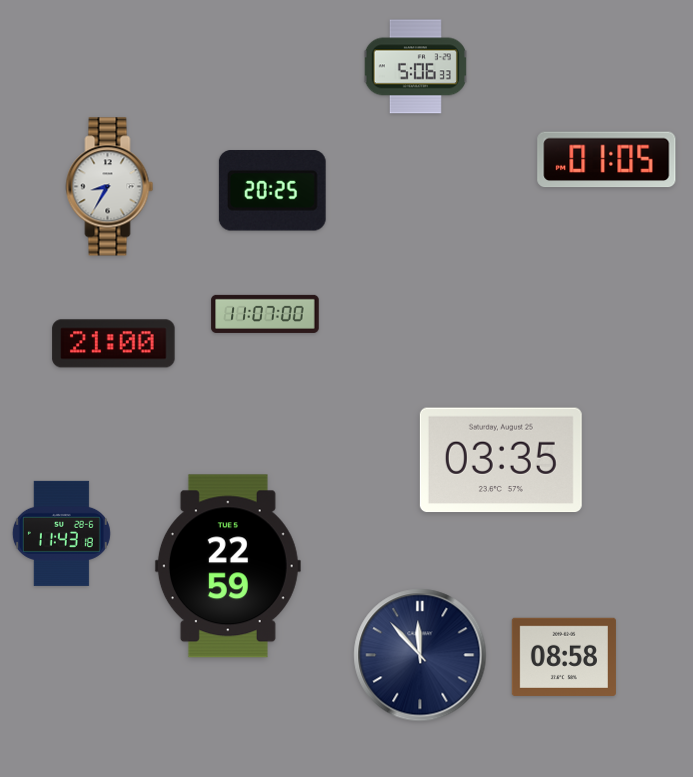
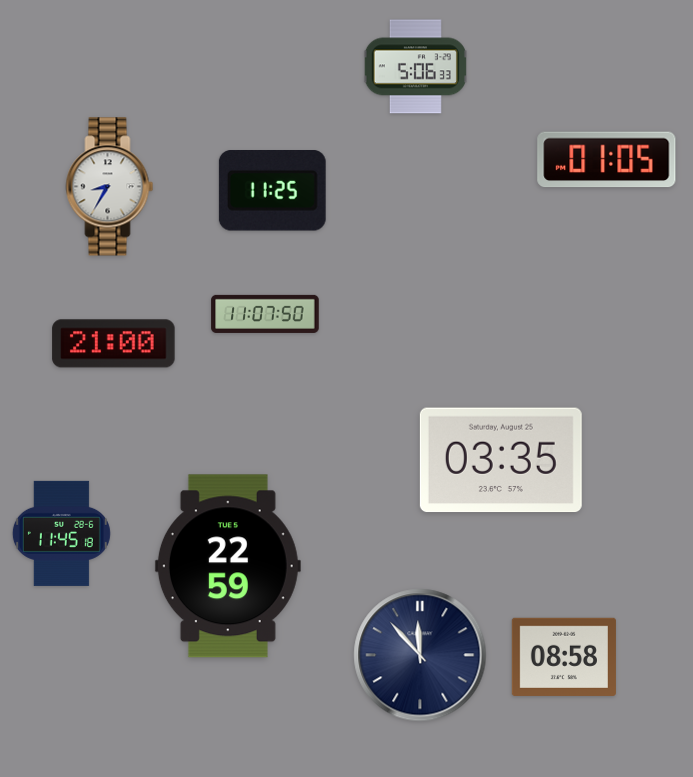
clock at (272, 191): 20:25 -> 11:25
clock at (265, 314): 11:07:00 -> 11:07:50
clock at (61, 533): 11:43 -> 11:45
